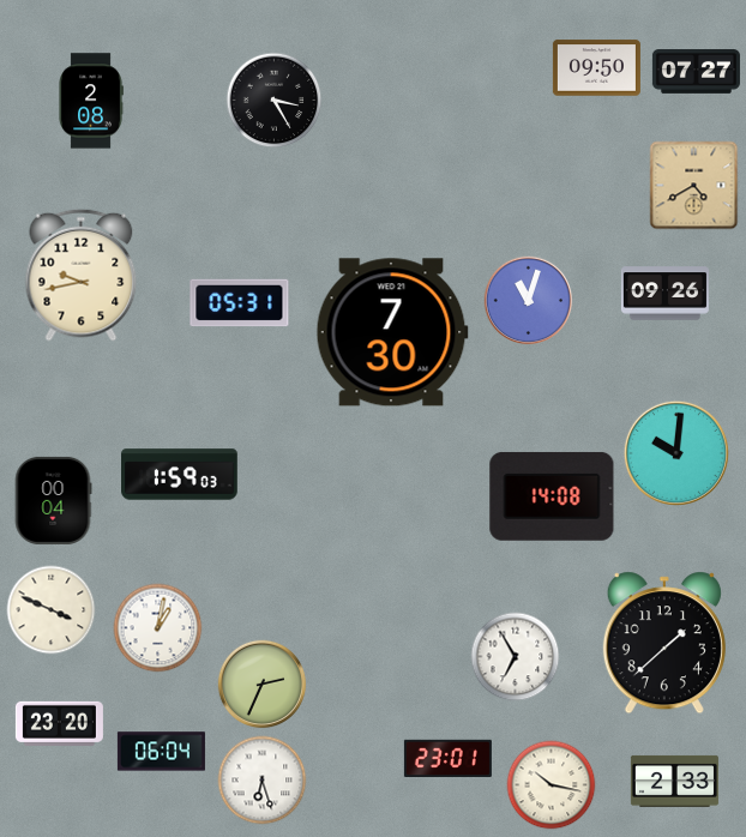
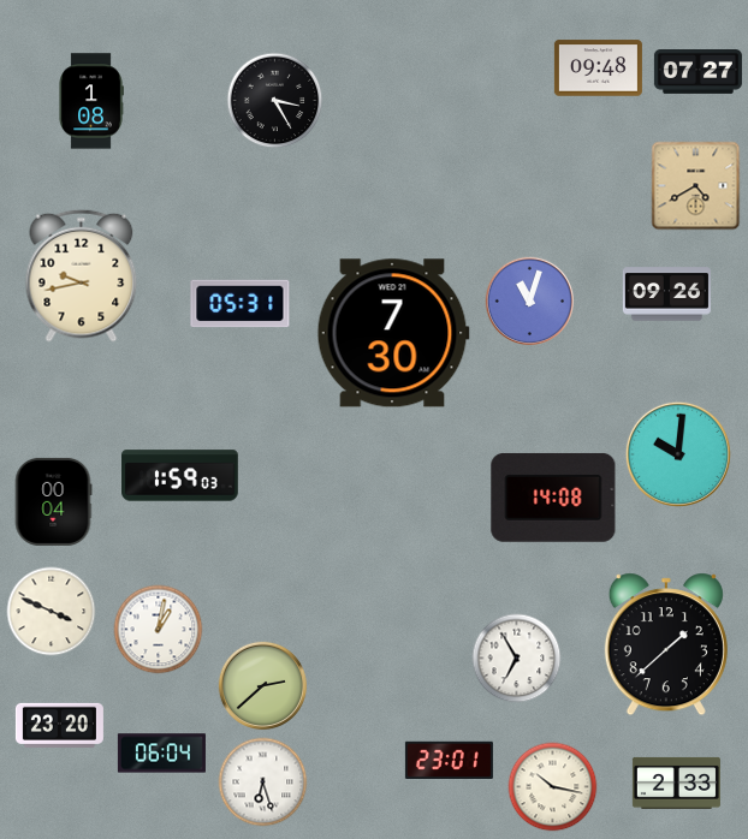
clock at (596, 68): 09:50 -> 09:48
clock at (91, 101): 2:08 -> 1:08
clock at (263, 685): 2:34 -> 2:38
